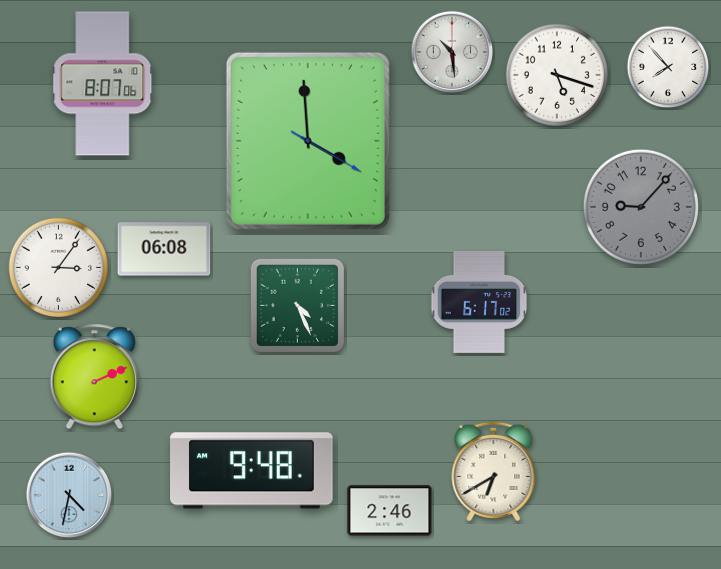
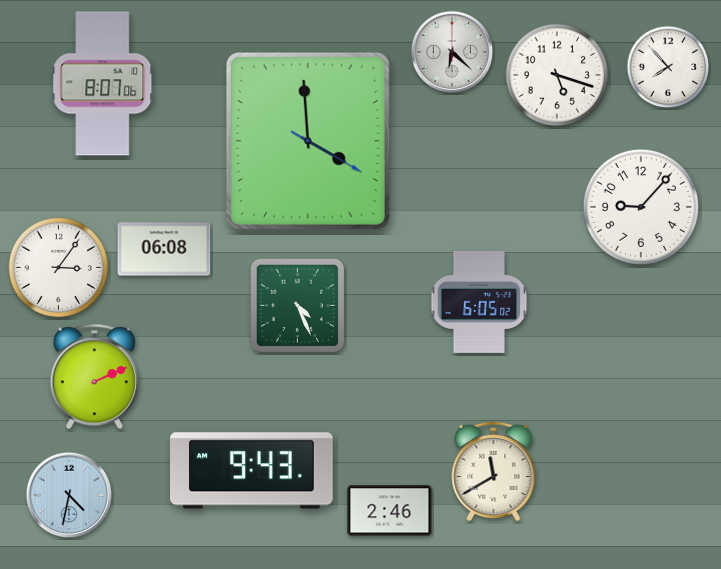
clock at (452, 52): 10:29 -> 6:22
clock at (641, 207) dial: grey -> white
clock at (479, 302): 6:17 -> 6:05
clock at (494, 470): 6:40 -> 11:40
clock at (252, 471): 9:48 -> 9:43
